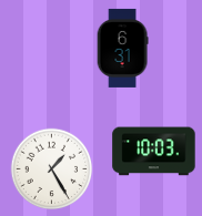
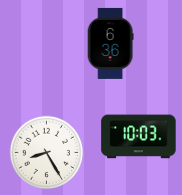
clock at (122, 48): 6:31 -> 6:36
clock at (52, 169): 1:25 -> 8:25
